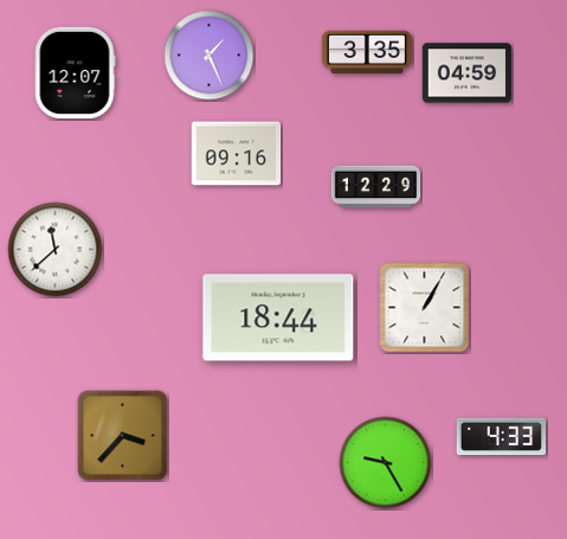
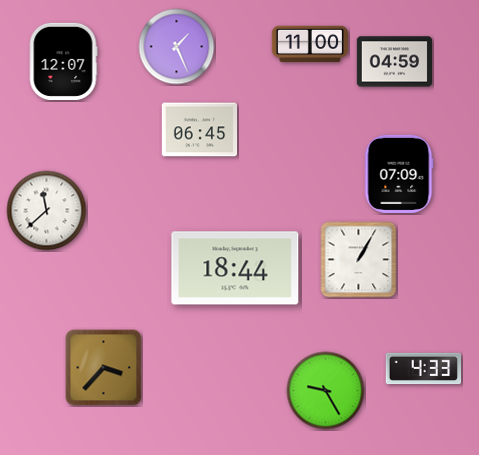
clock at (366, 52): 3:35 -> 11:00
clock at (237, 154): 09:16 -> 06:45
clock at (376, 187): 12:29 -> none
clock at (399, 174): none -> 07:09
